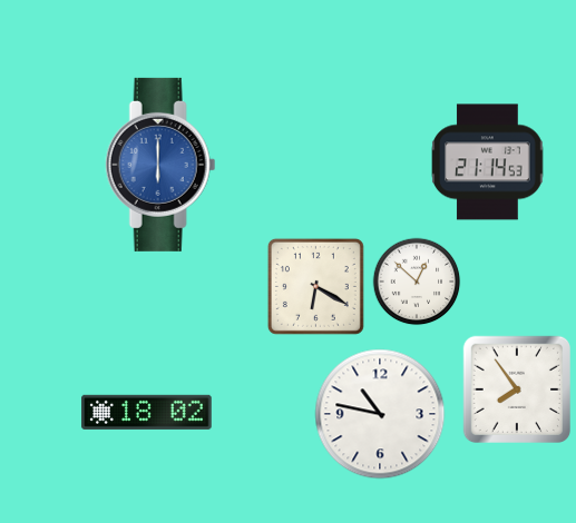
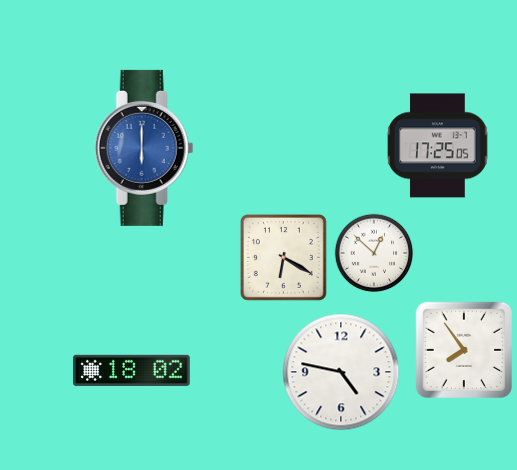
clock at (488, 162): 21:14 -> 17:25
clock at (380, 414): 10:47 -> 4:47
